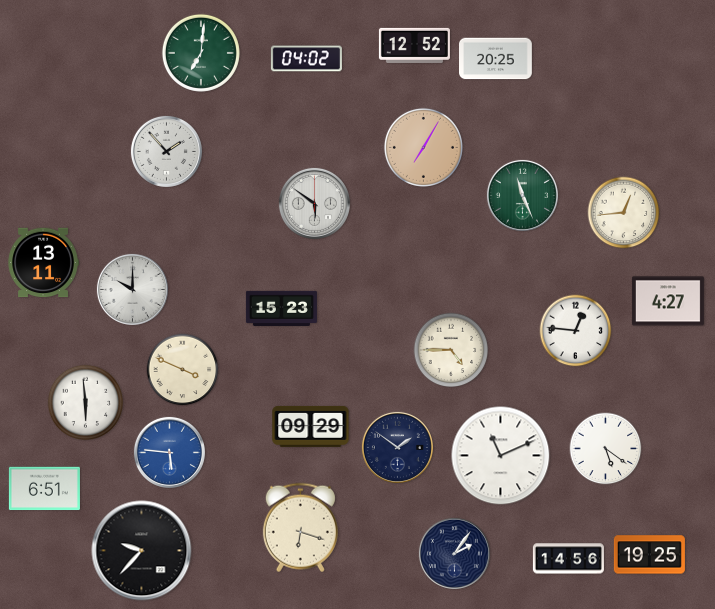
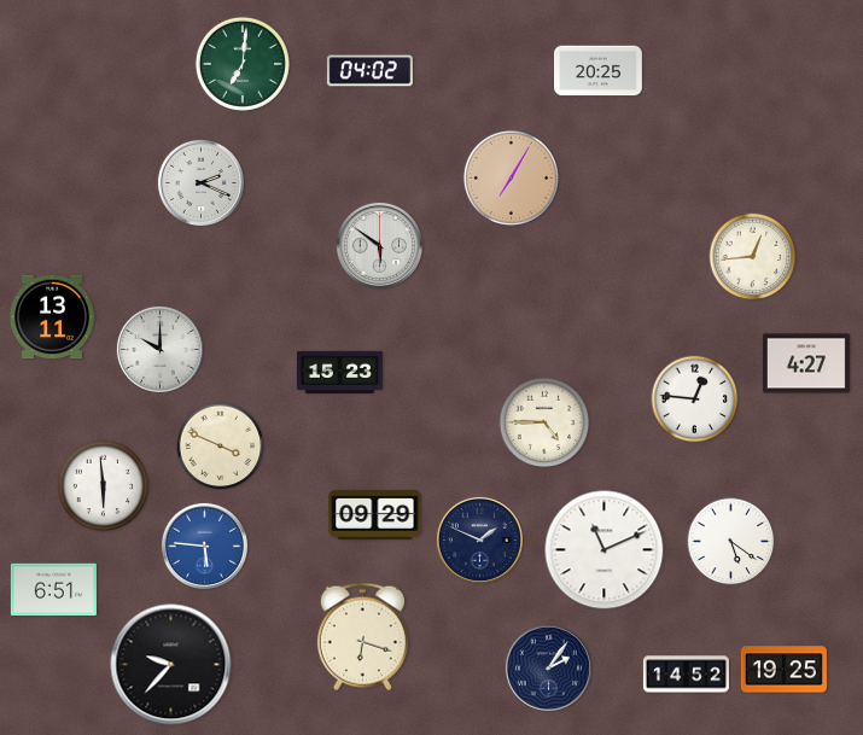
clock at (414, 45): 12:52 -> none
clock at (166, 151): 1:53 -> 2:19
clock at (522, 195): 11:26 -> none
clock at (397, 447): 1:51 -> 1:49
clock at (568, 559): 14:56 -> 14:52
